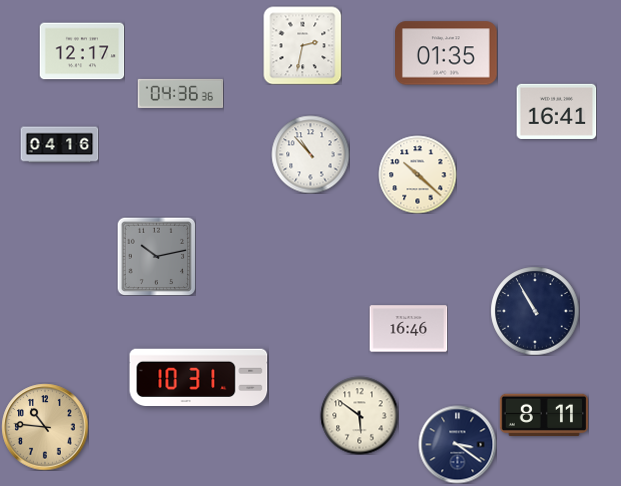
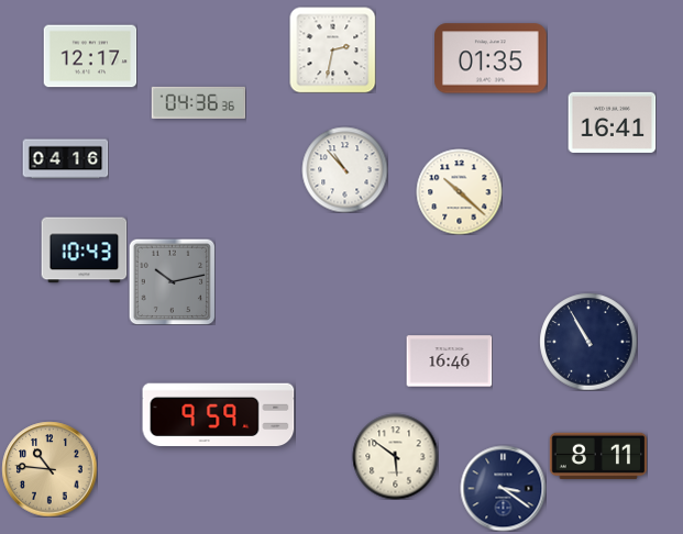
clock at (310, 154) position: (310, 154) -> (344, 169)
clock at (84, 251): none -> 10:43
clock at (199, 378): 10:31 -> 9:59
